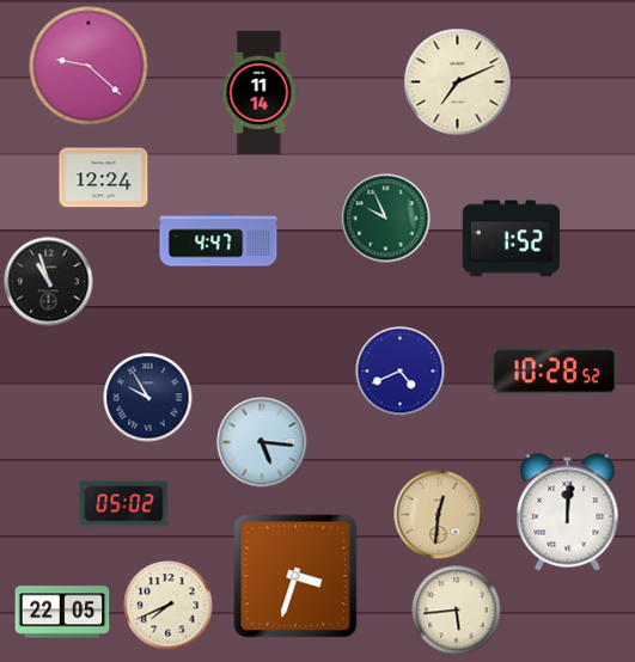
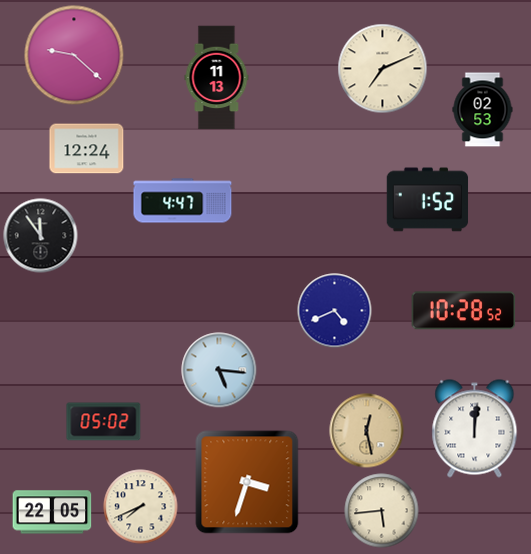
clock at (260, 93): 11:14 -> 11:13
clock at (483, 110): none -> 02:53
clock at (386, 219): 9:56 -> none
clock at (49, 282): 10:57 -> 11:54
clock at (148, 398): 9:55 -> none
clock at (439, 515): 12:31 -> 12:28
